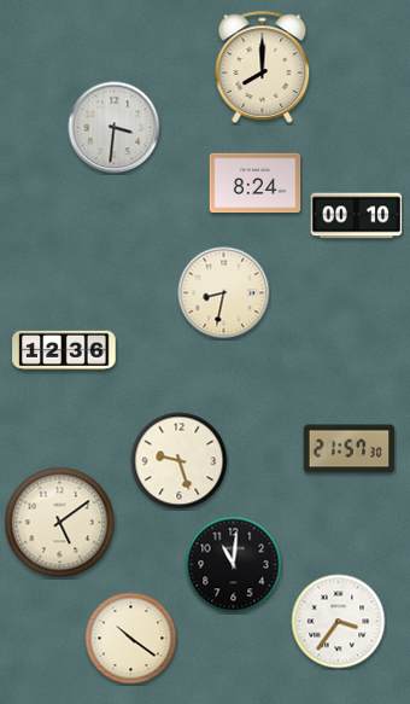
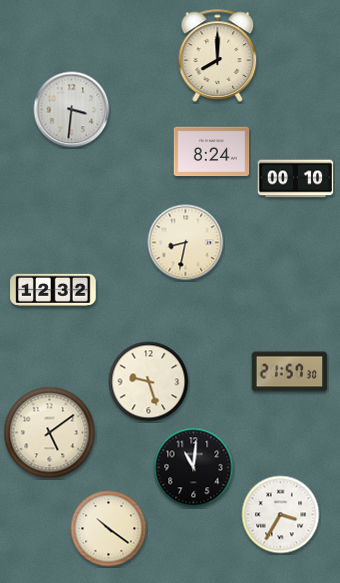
clock at (115, 128) position: (115, 128) -> (72, 110)
clock at (64, 350): 12:36 -> 12:32
clock at (339, 622): 3:36 -> 3:35
